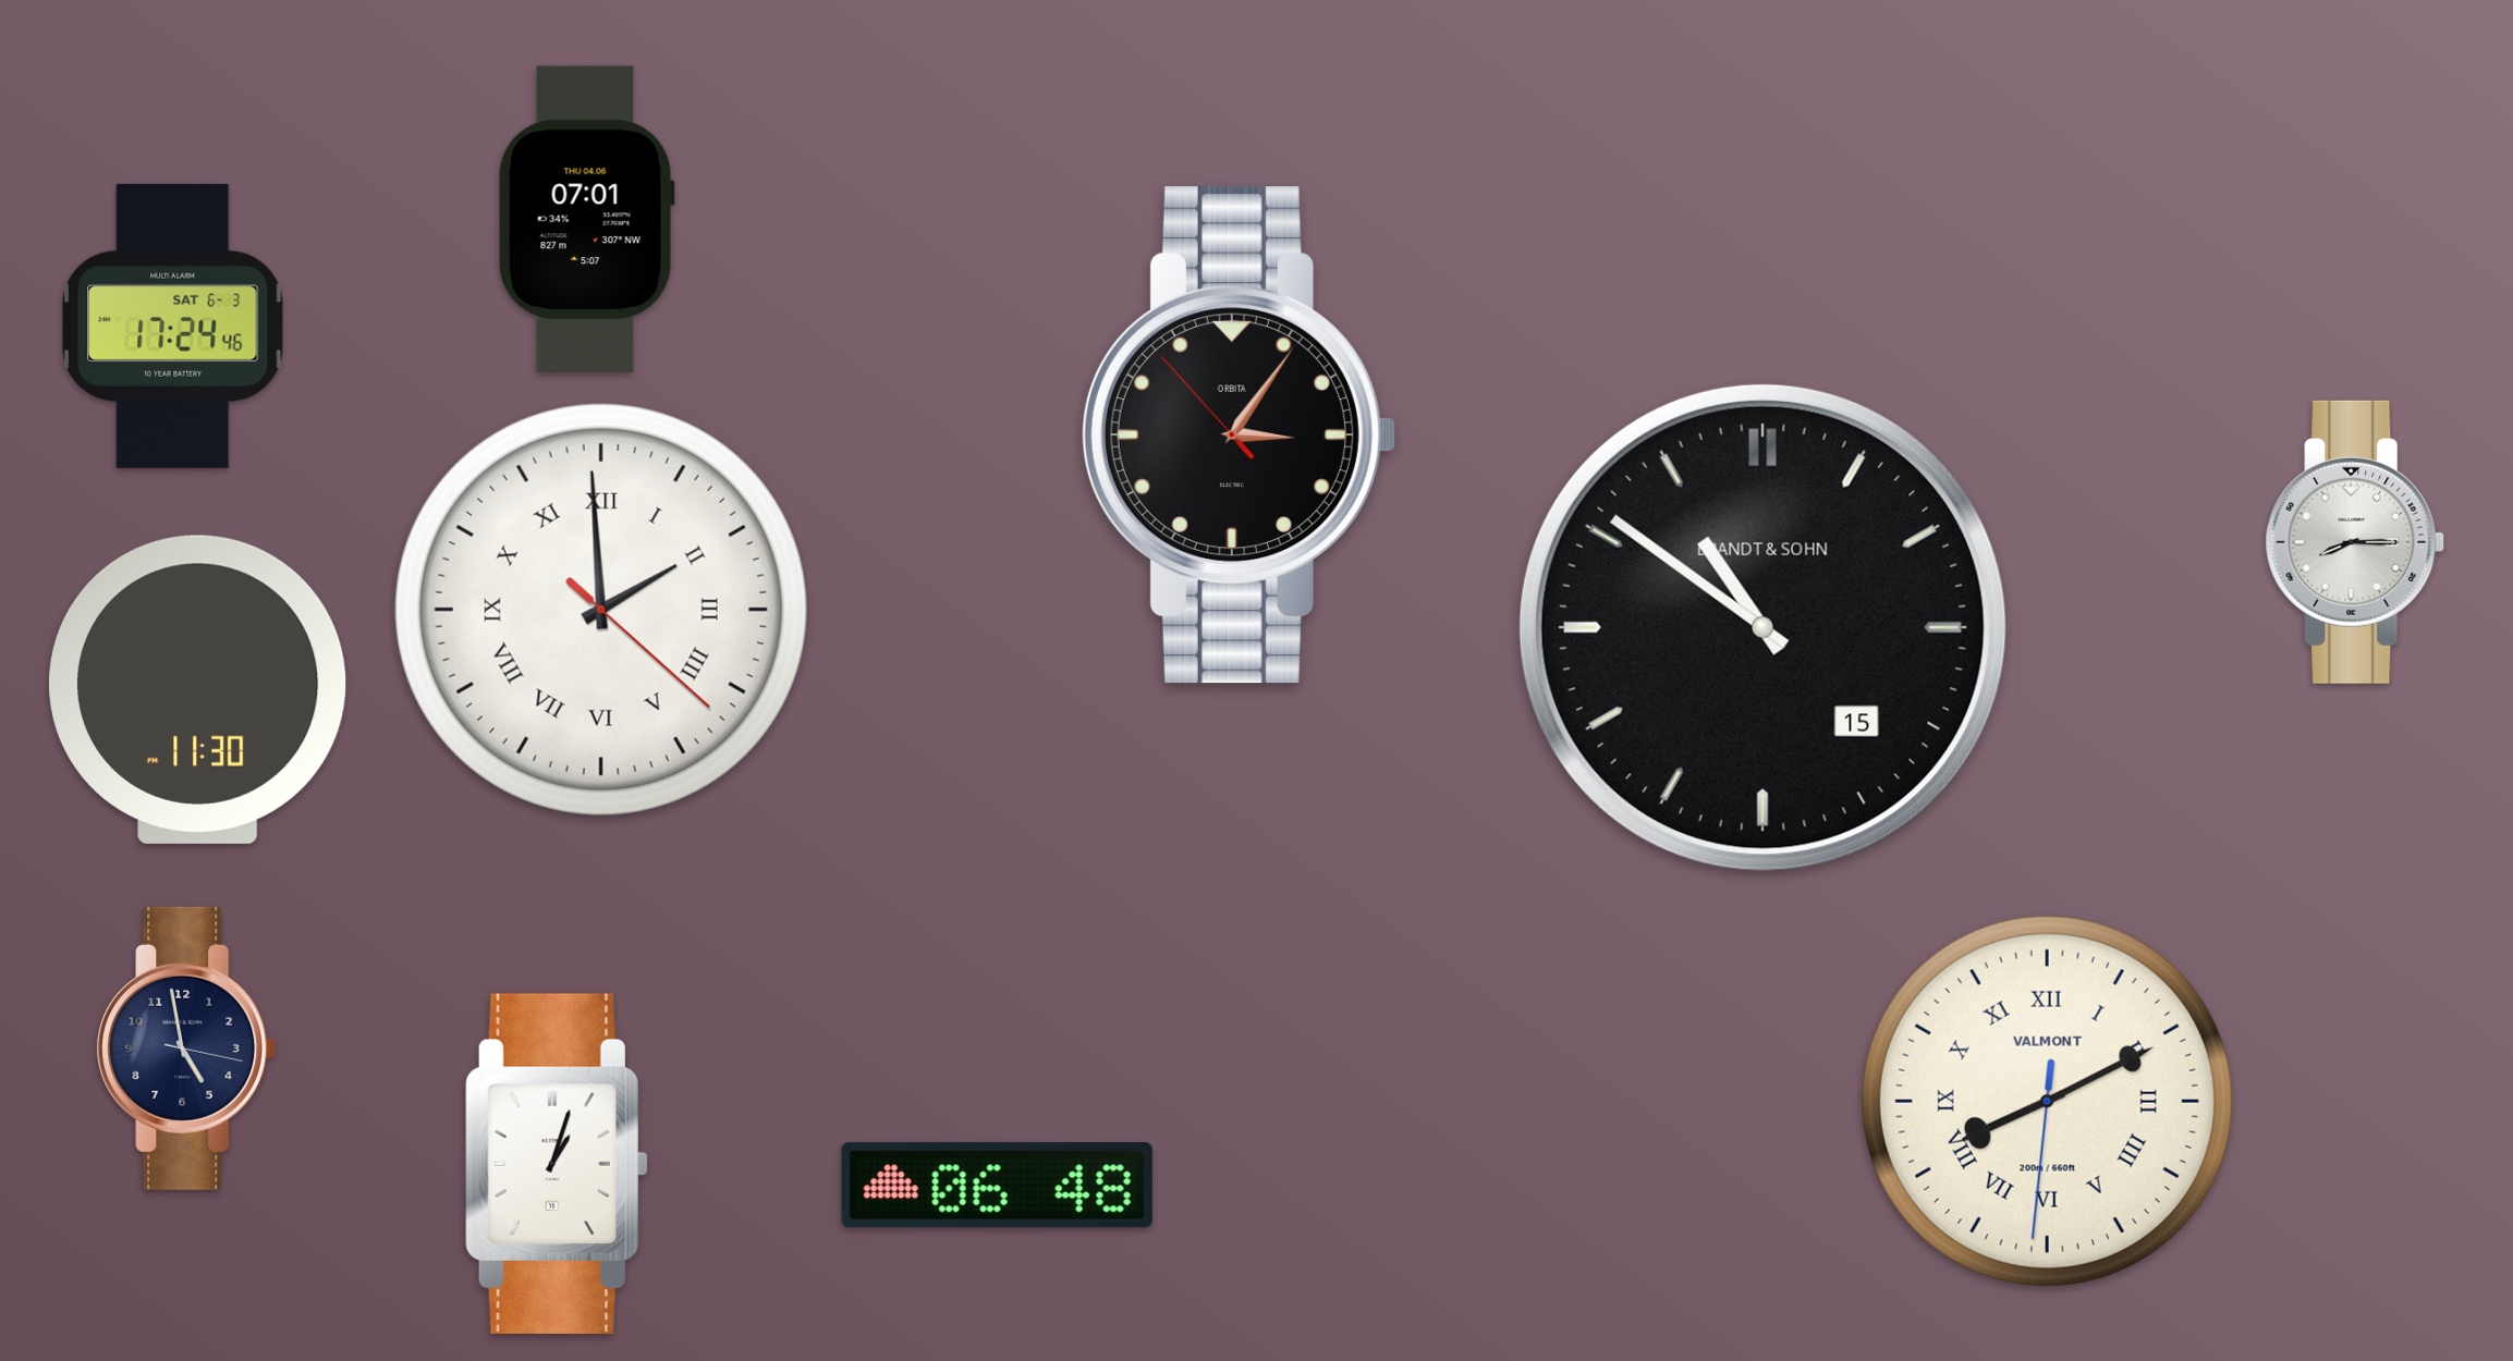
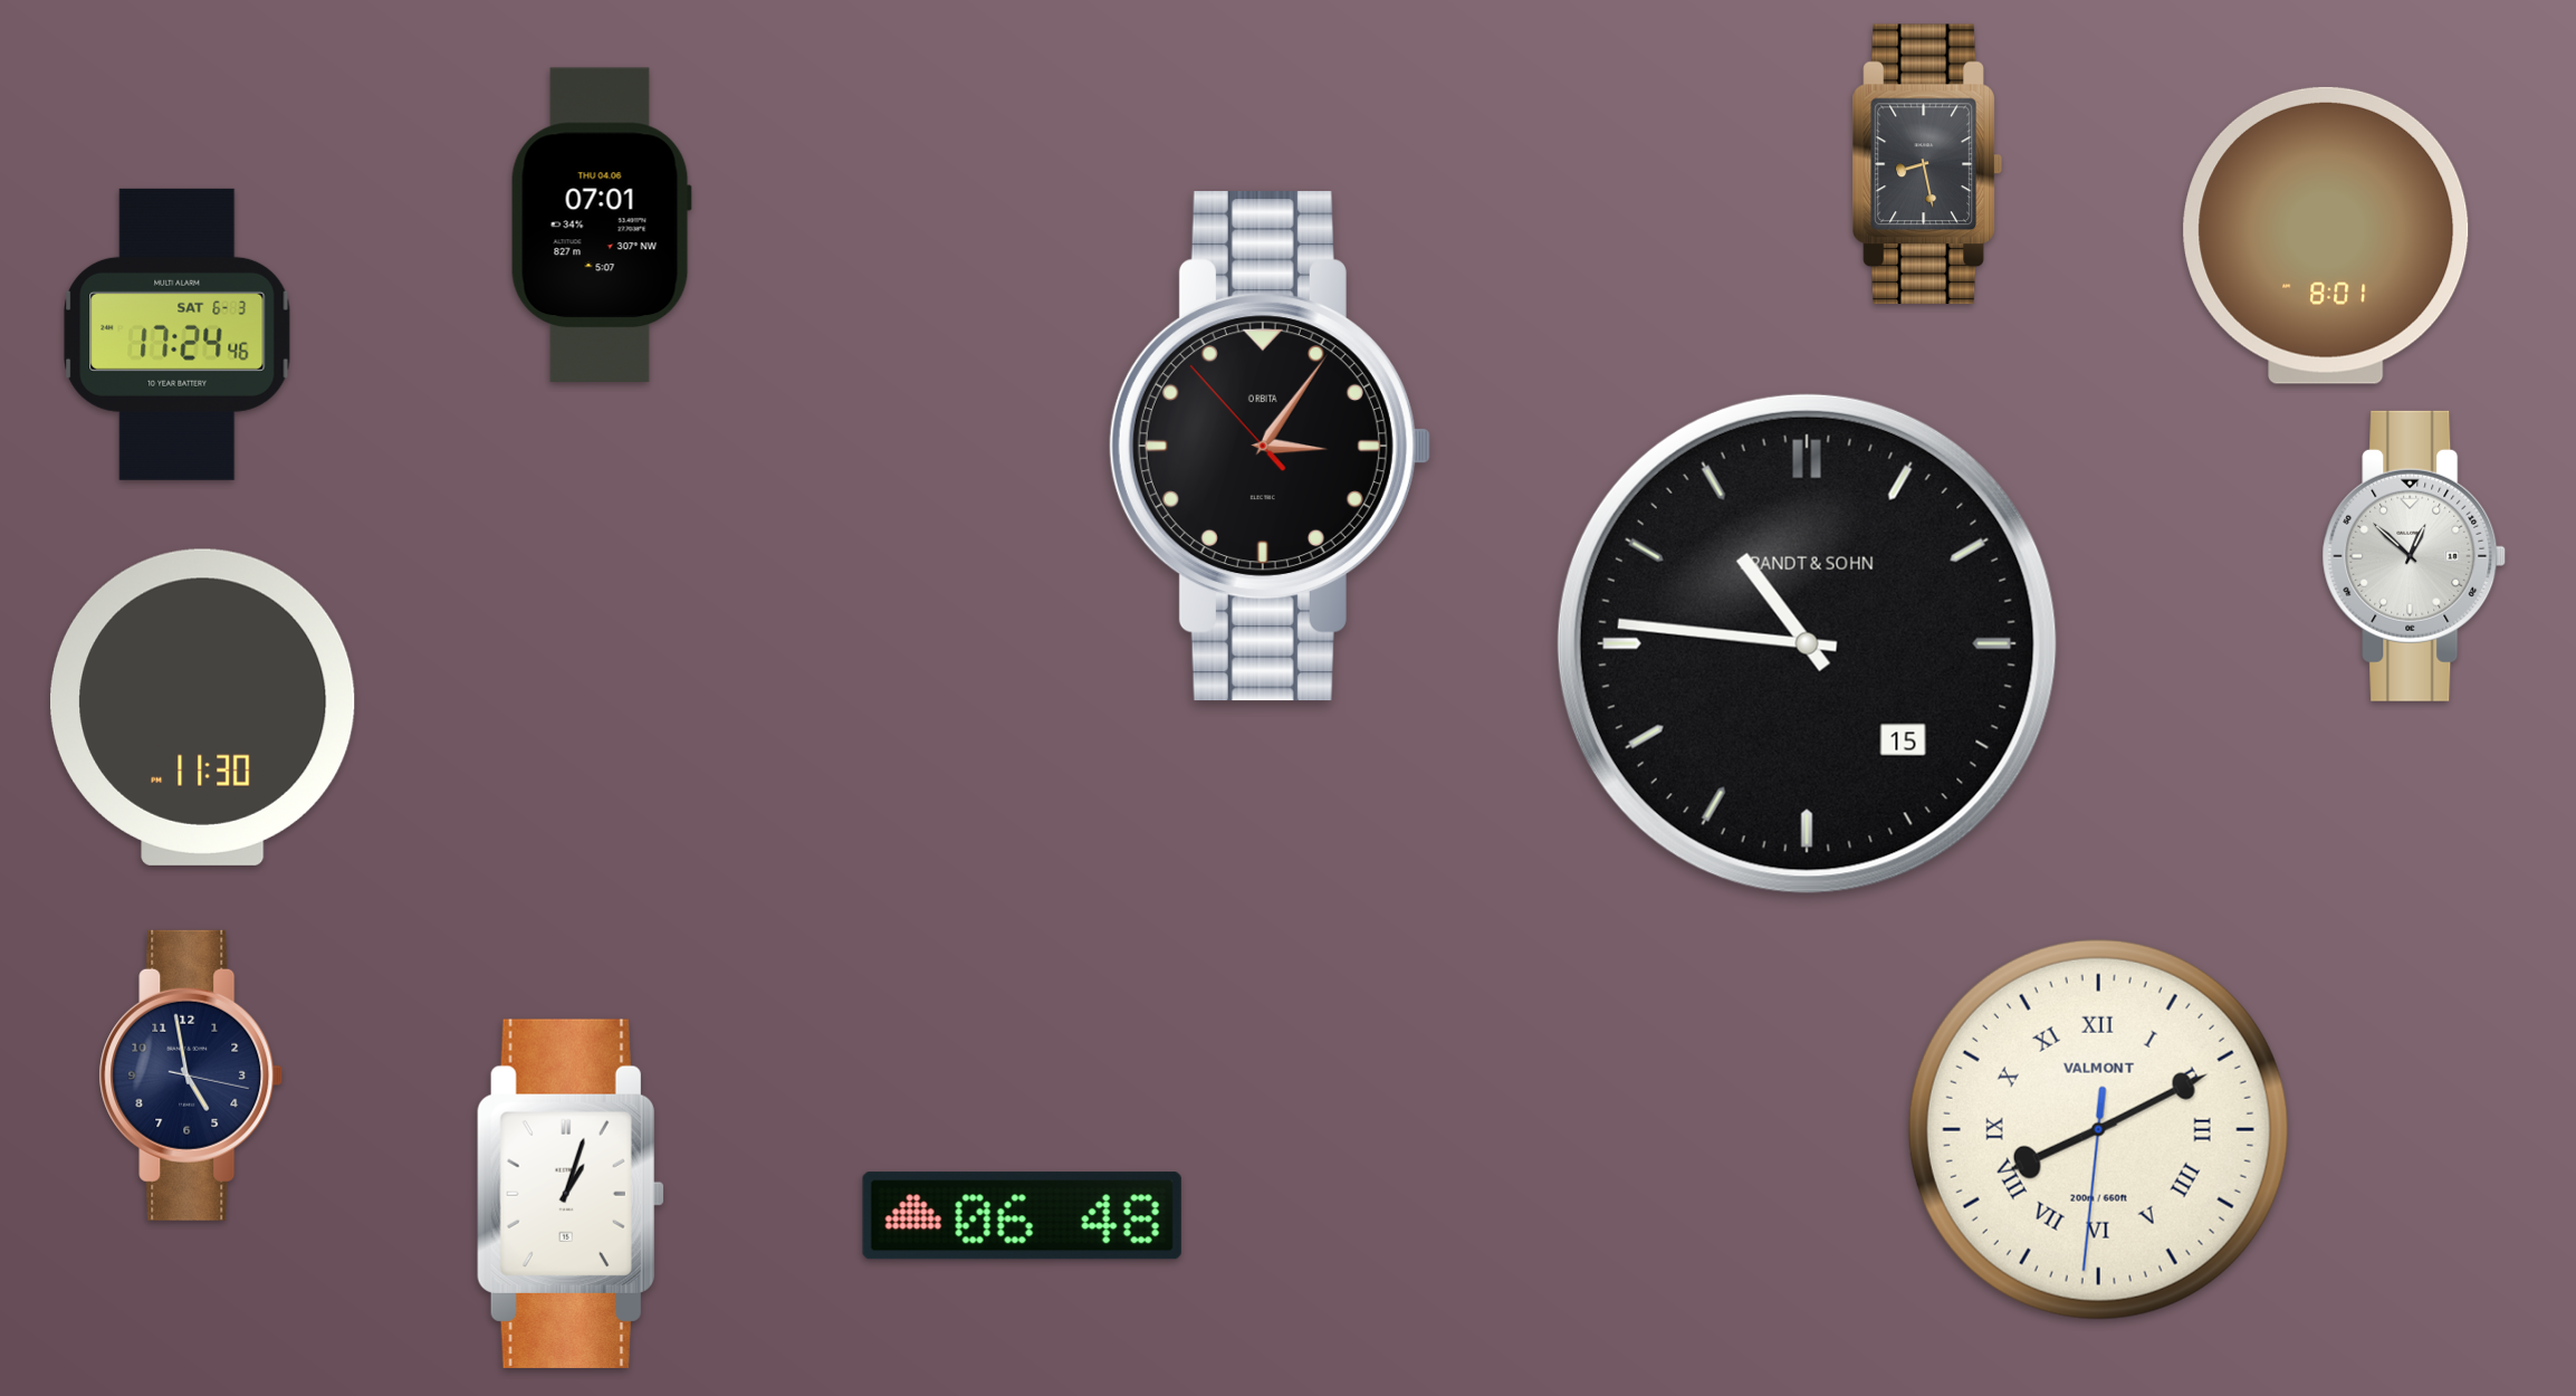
clock at (1927, 164): none -> 8:28
clock at (2326, 236): none -> 8:01
clock at (2355, 542): 8:15 -> 12:52
clock at (601, 610): 1:59 -> none
clock at (1762, 627): 10:51 -> 10:46
